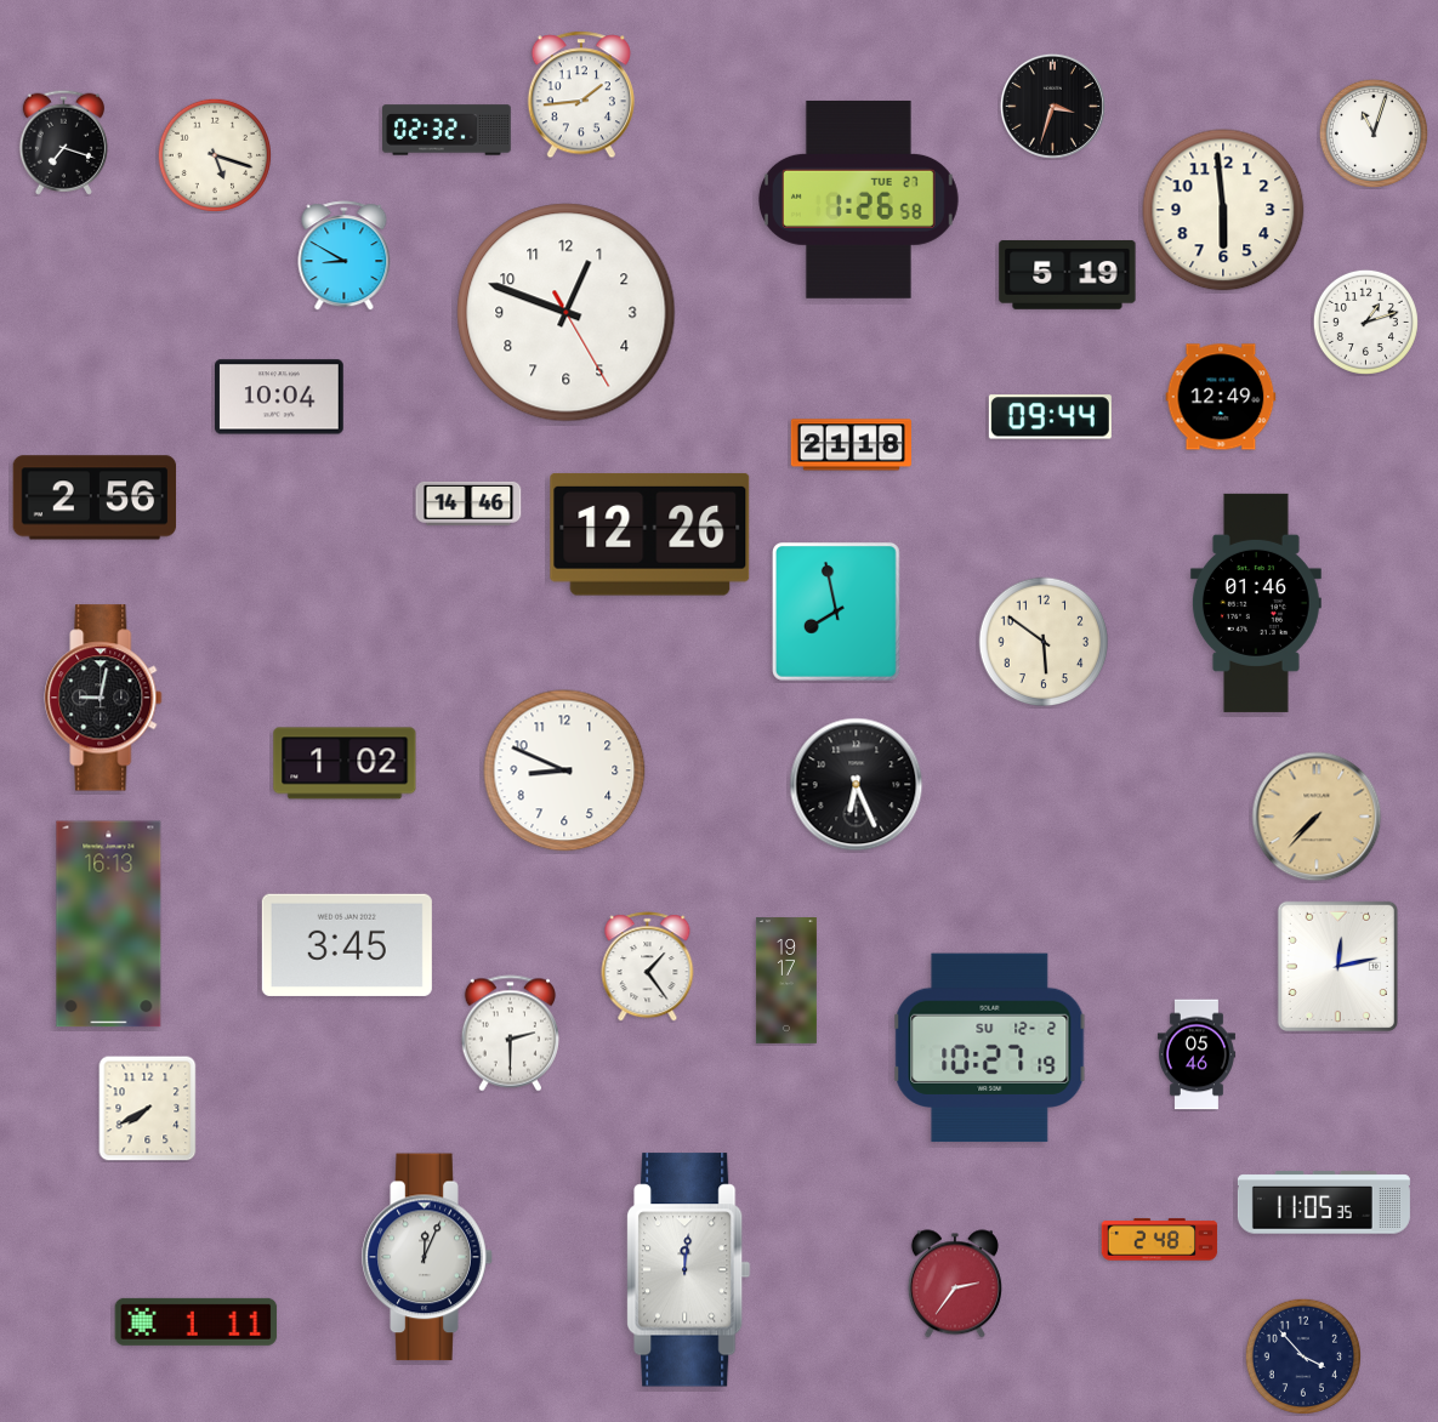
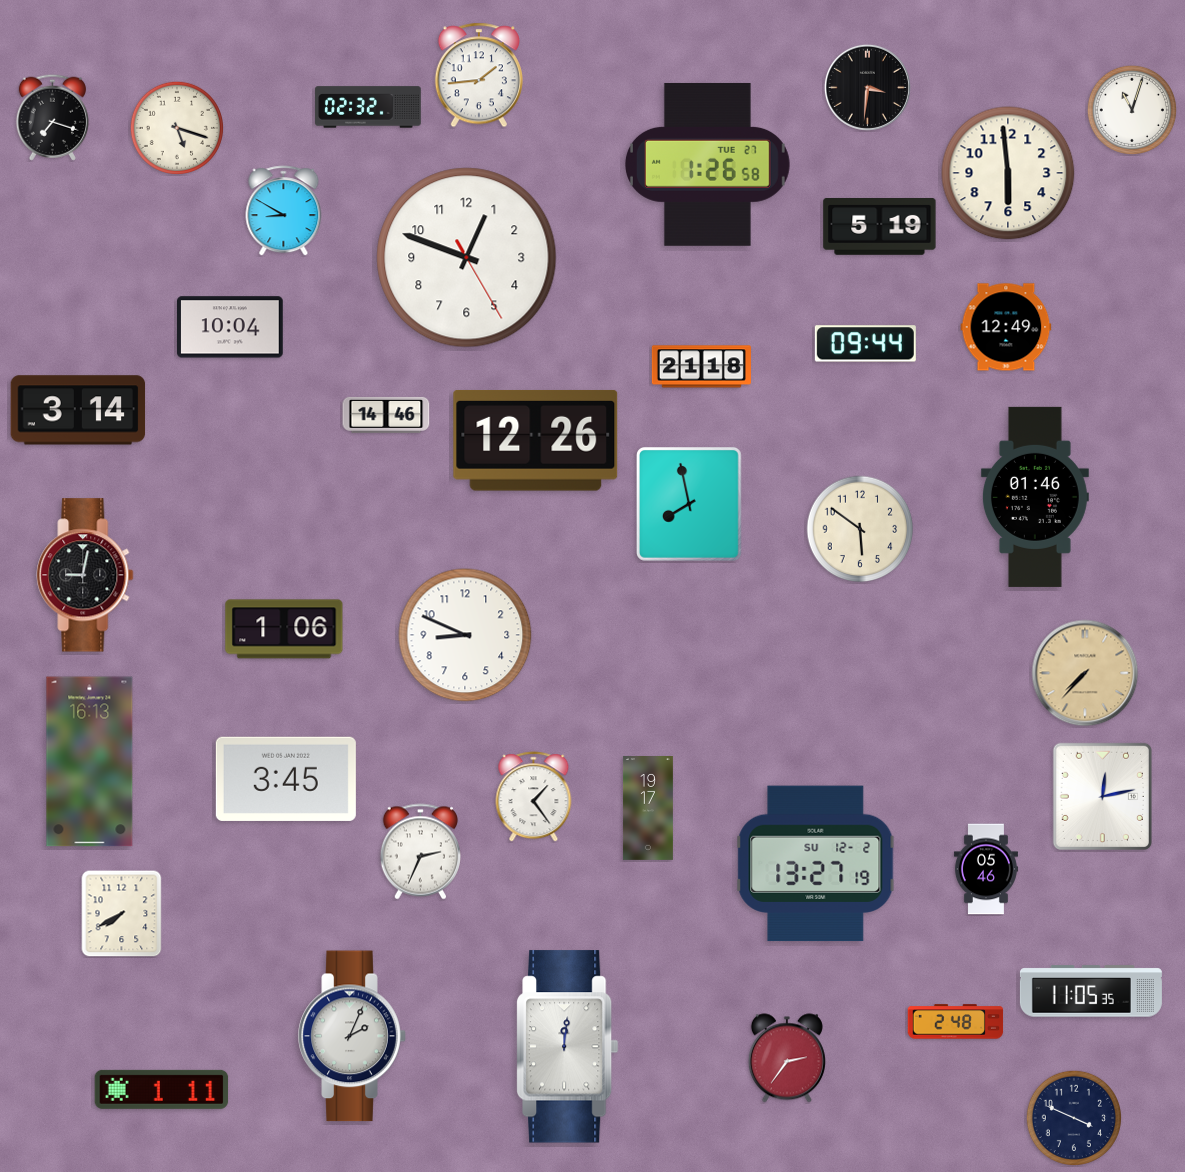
clock at (581, 95) position: (581, 95) -> (479, 75)
clock at (1052, 106): 3:33 -> 3:31
clock at (1365, 322): 1:12 -> none
clock at (95, 497): 2:56 -> 3:14
clock at (345, 763): 1:02 -> 1:06
clock at (857, 785): 6:26 -> none
clock at (510, 1034): 2:30 -> 2:34
clock at (990, 1048): 10:27 -> 13:27
clock at (427, 1257): 12:04 -> 2:04
clock at (1302, 1355): 3:53 -> 3:49
